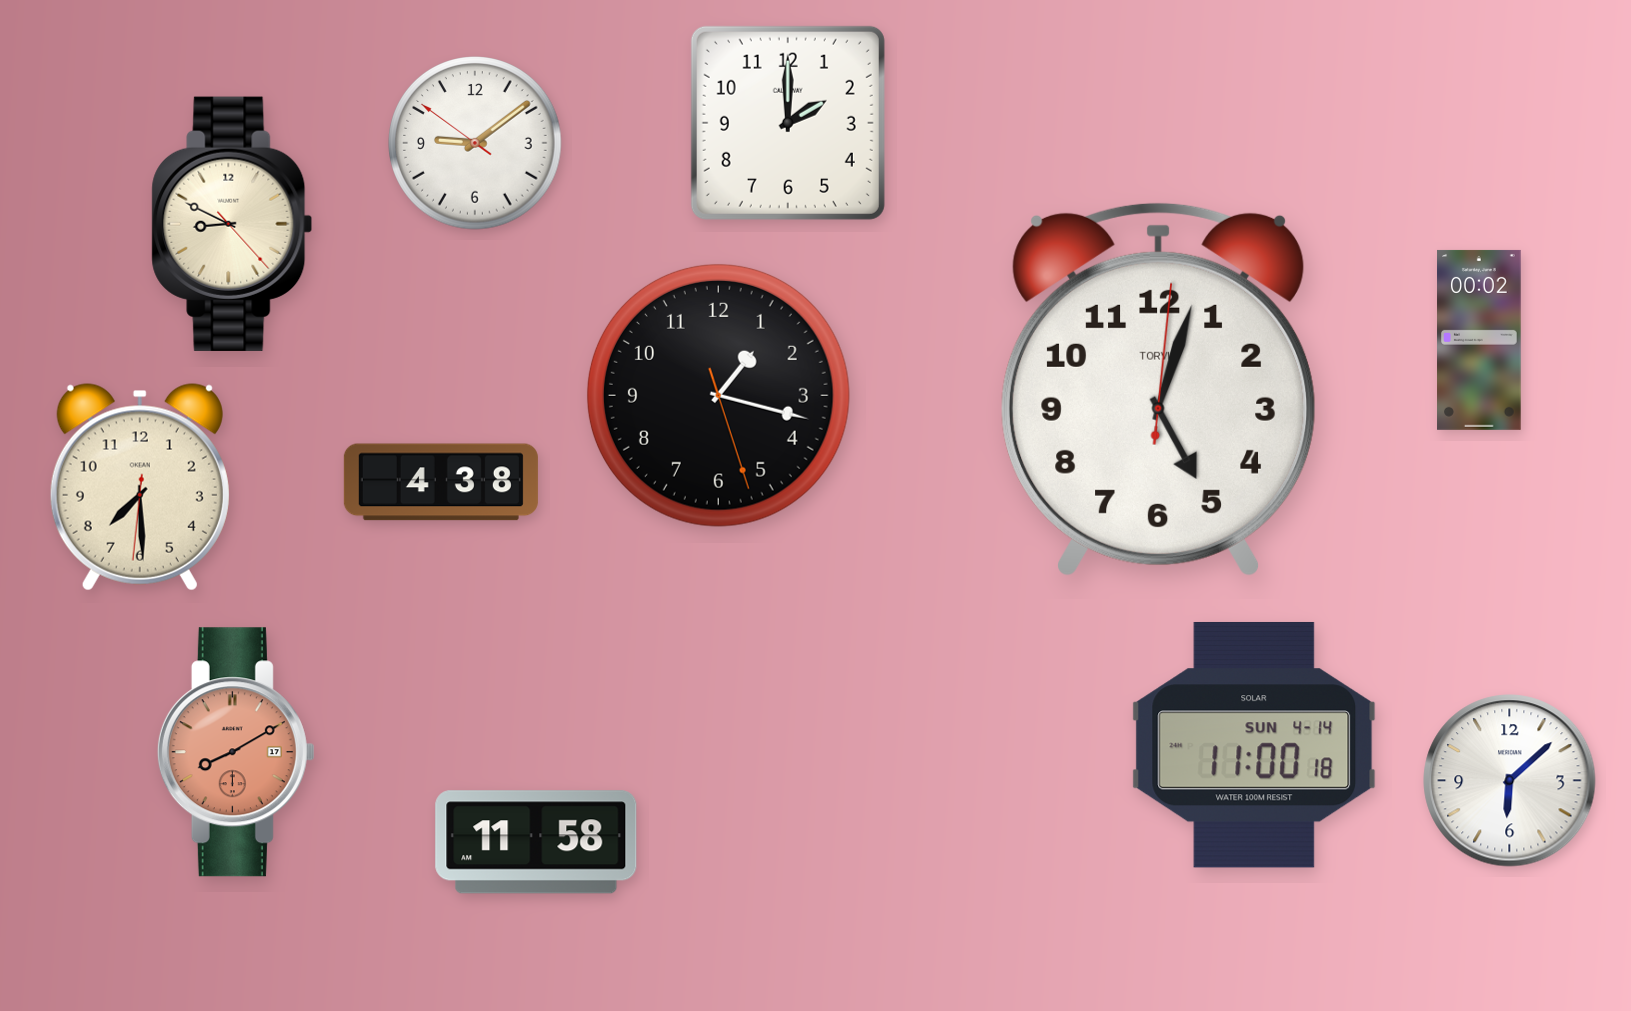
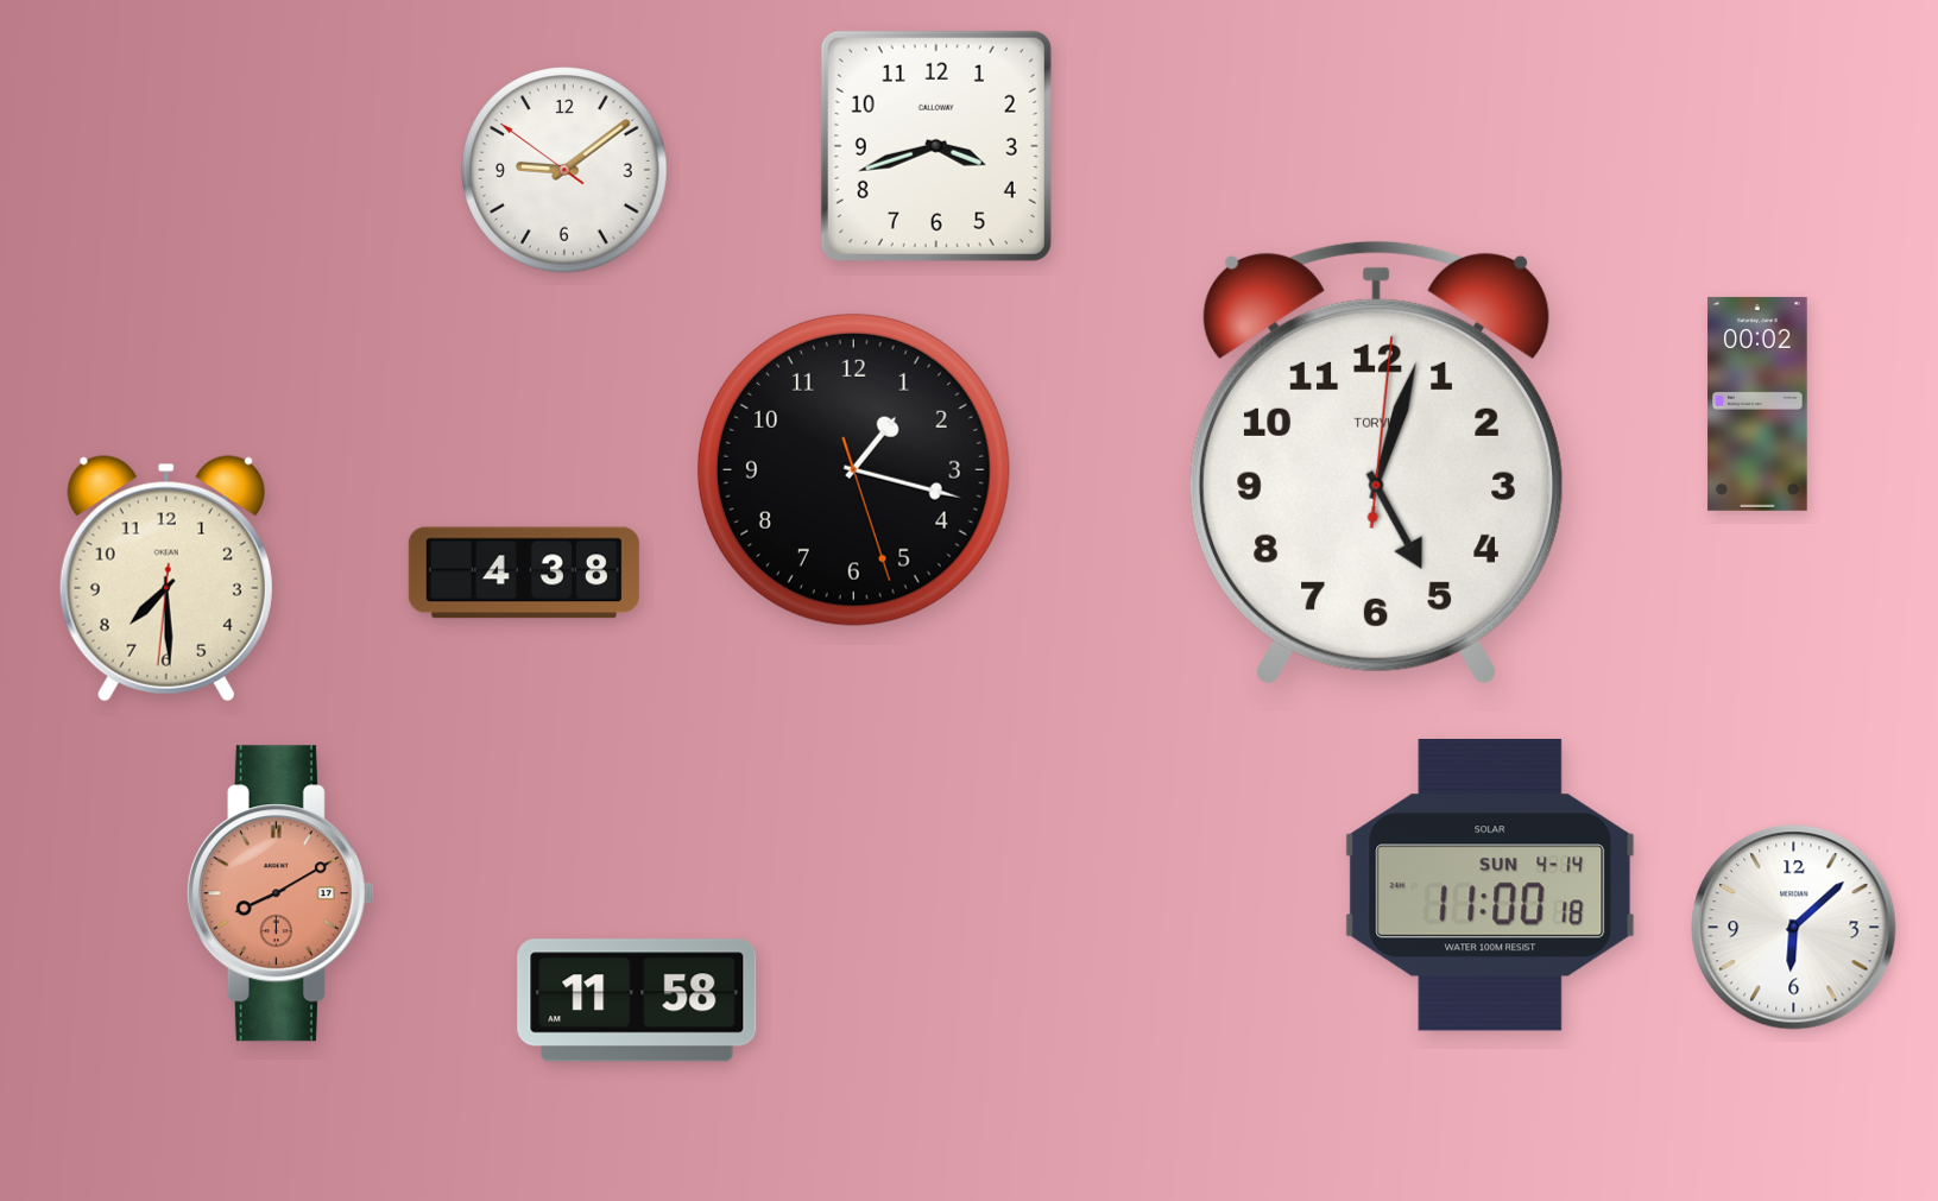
clock at (788, 123): 2:00 -> 3:42
clock at (232, 224): 8:49 -> none
